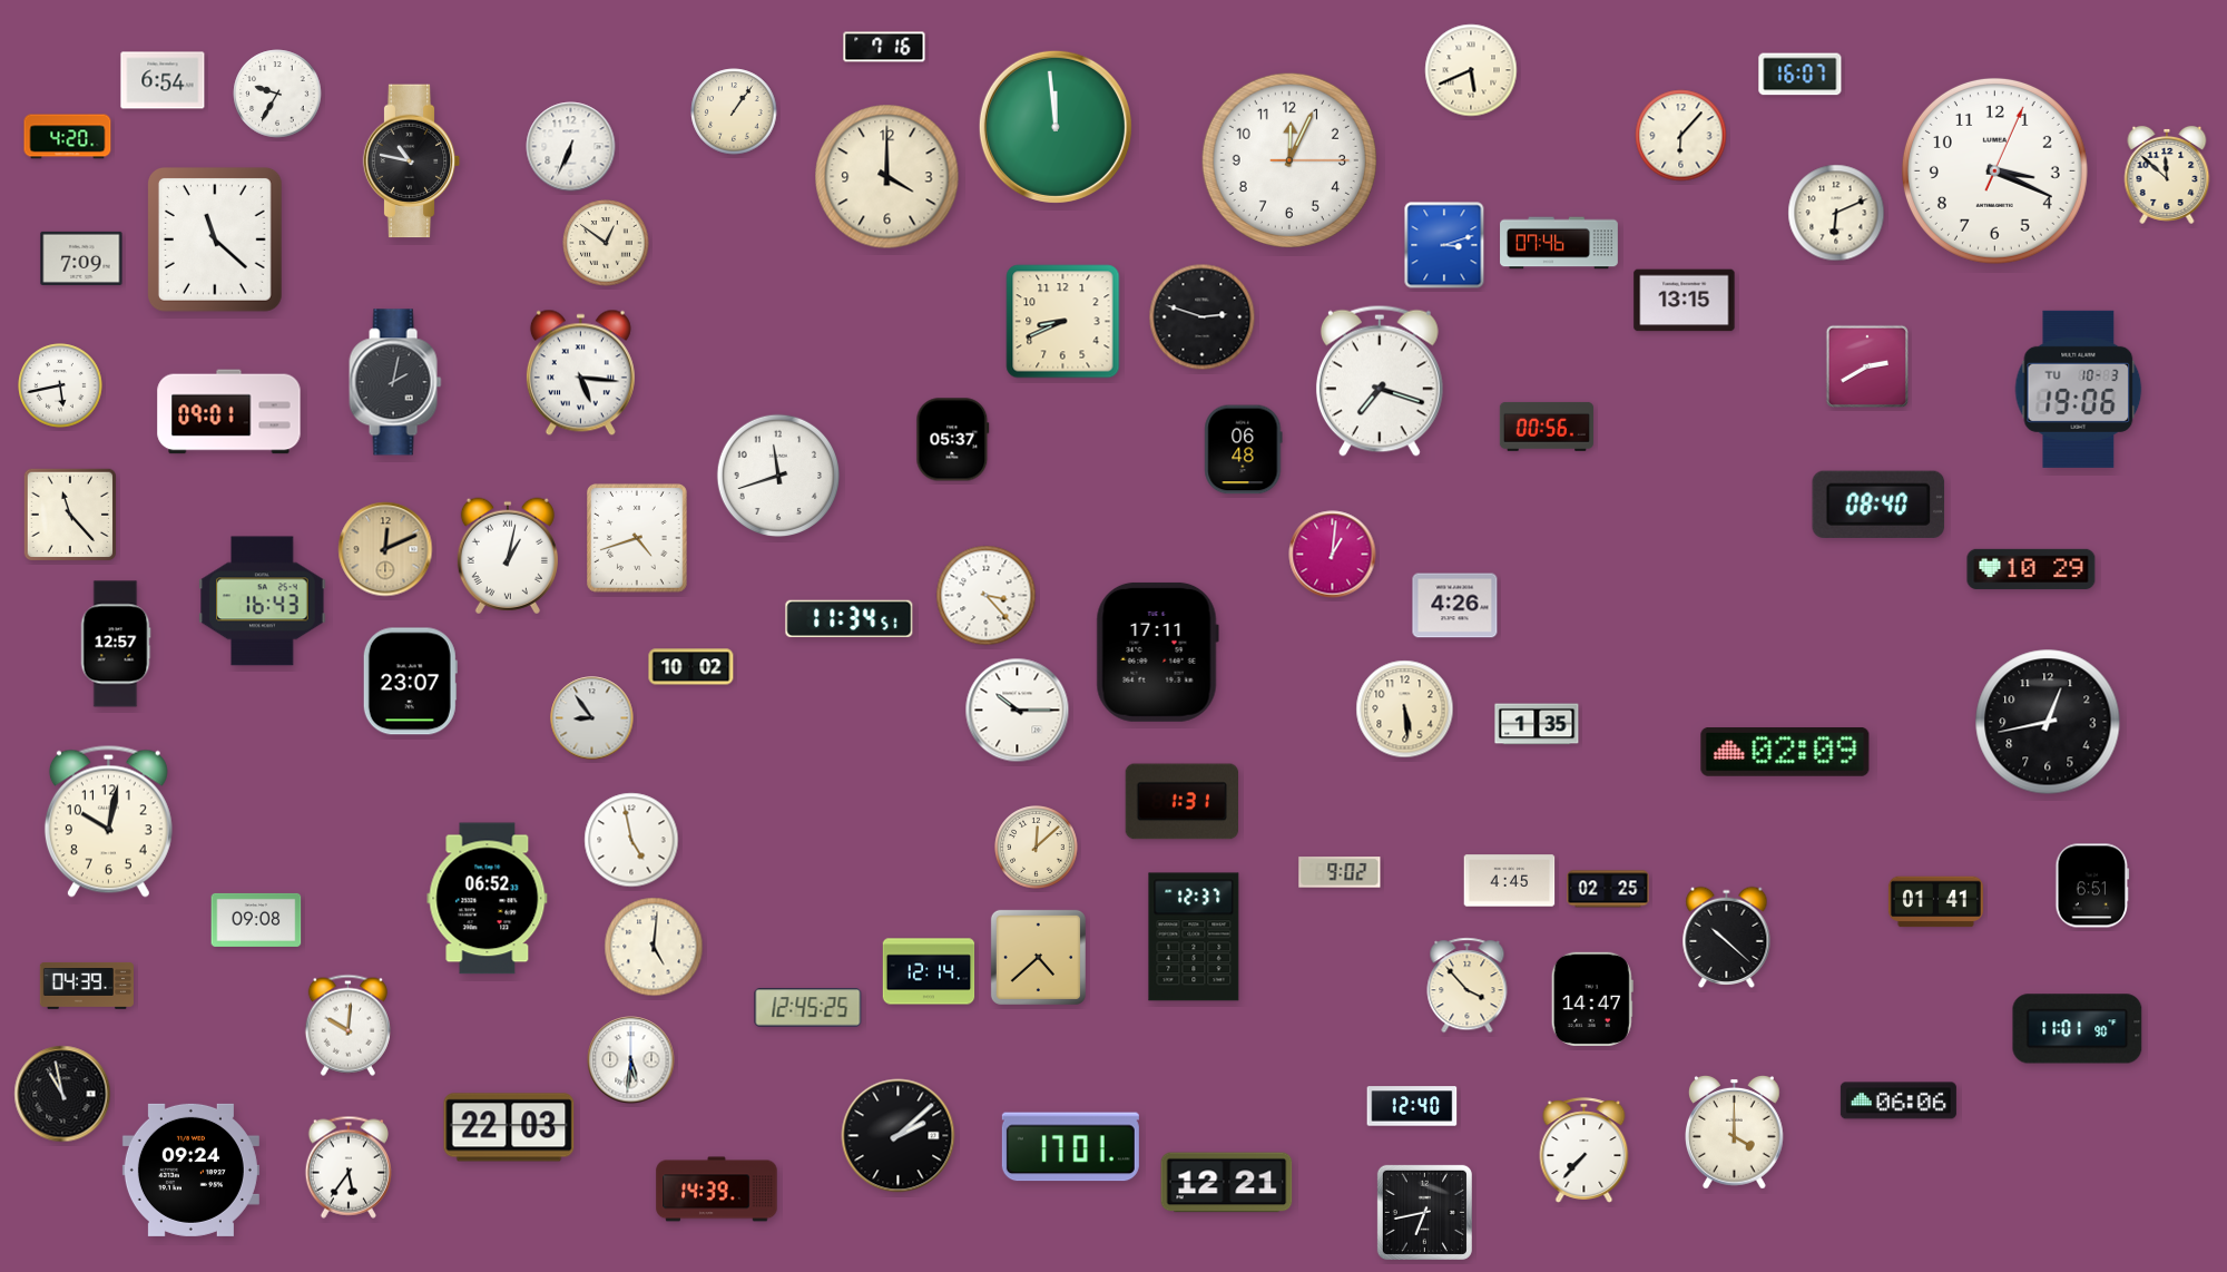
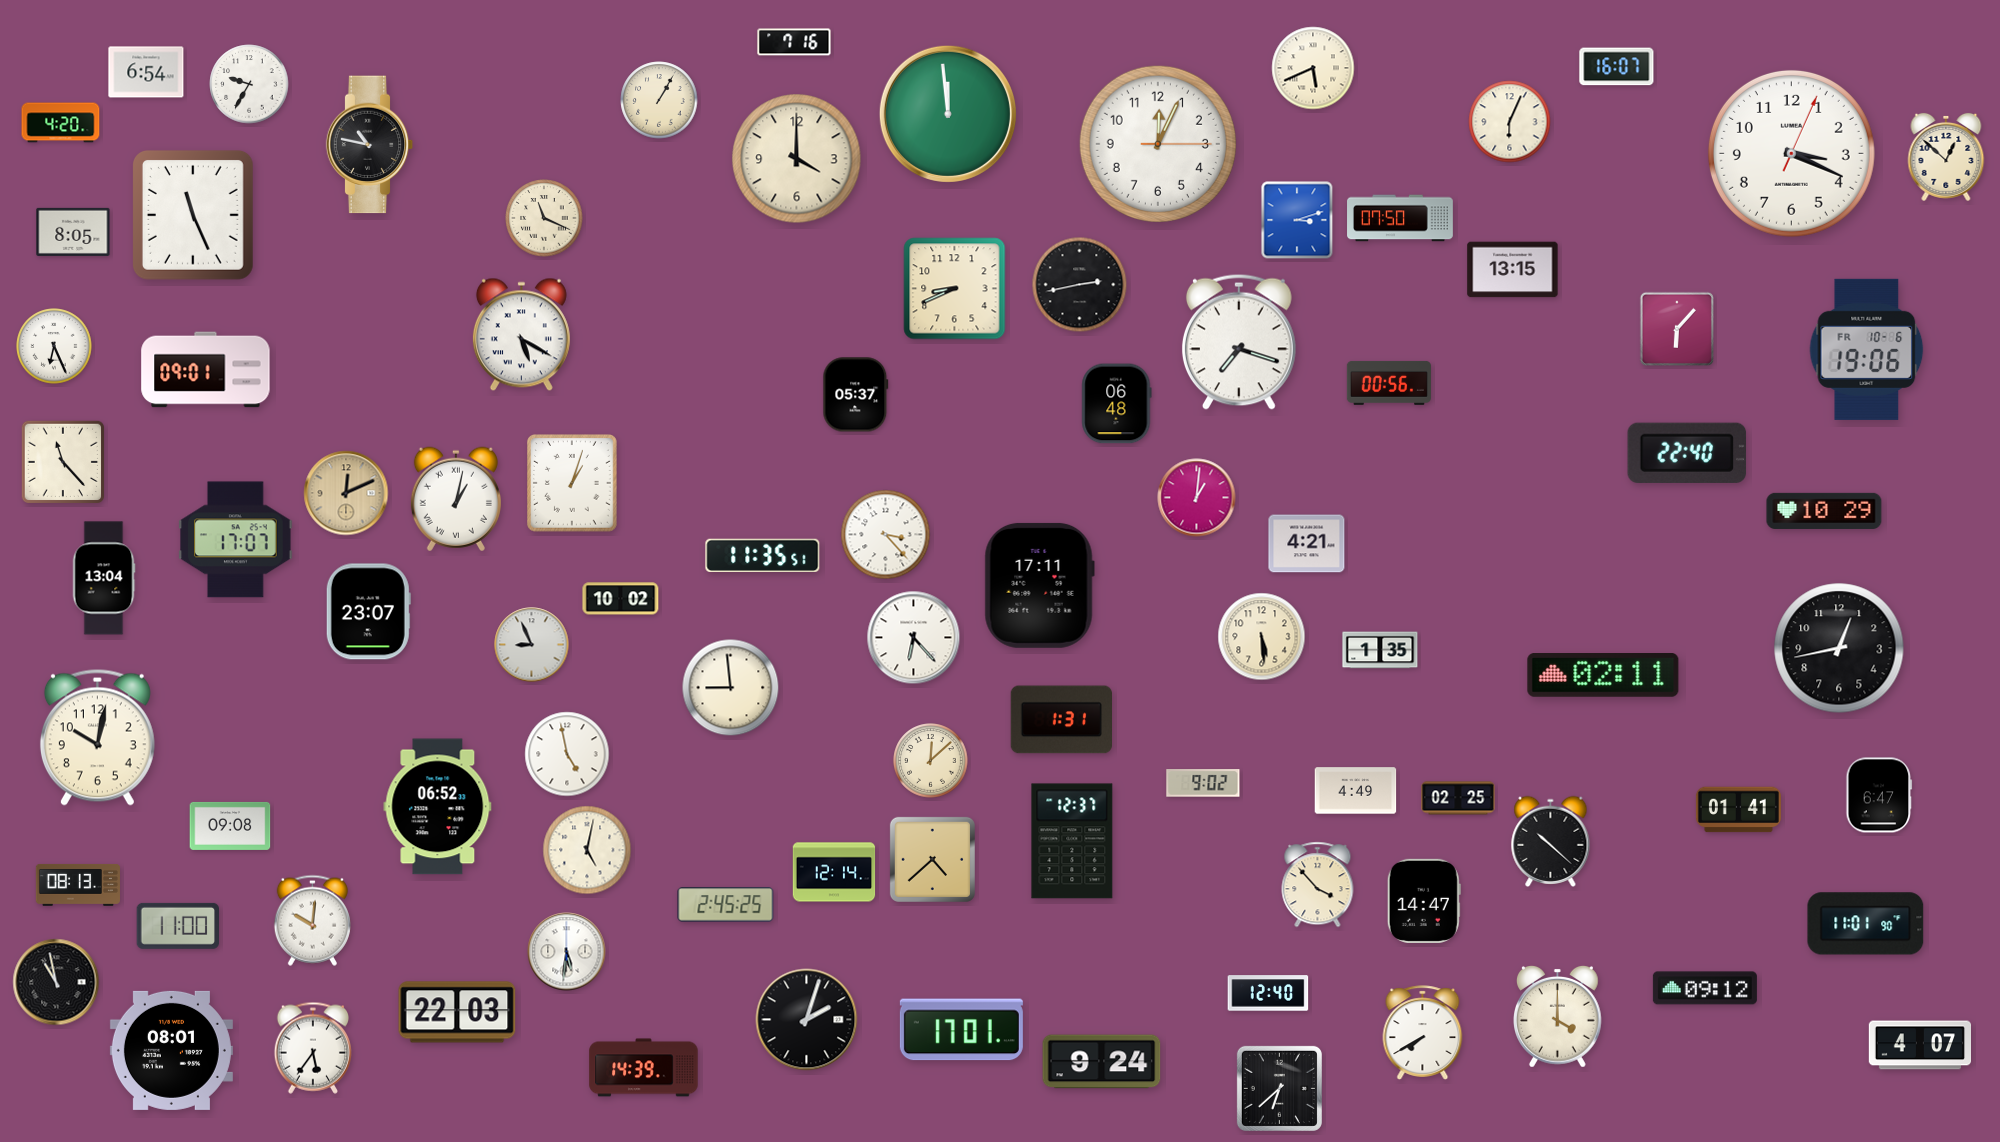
clock at (1471, 70) position: (1471, 70) -> (1313, 68)
clock at (734, 111): 1:06 -> 1:05
clock at (1681, 136): 6:07 -> 6:04
clock at (571, 147): 6:34 -> none
clock at (2167, 175): 11:52 -> 12:52
clock at (1836, 213): 6:11 -> none
clock at (215, 241): 11:22 -> 11:26
clock at (606, 243): 12:51 -> 11:19
clock at (1559, 243): 07:46 -> 07:50
clock at (81, 258): 7:09 -> 8:05
clock at (1203, 317): 2:48 -> 2:43
clock at (1866, 365): 2:40 -> 6:07
clock at (580, 373): 5:16 -> 5:20
clock at (395, 382): 2:02 -> none
clock at (60, 385): 5:43 -> 6:26
clock at (2079, 389) date: TU 10-3 -> FR 10-6
clock at (777, 474): 11:42 -> none
clock at (1878, 505): 08:40 -> 22:40
clock at (638, 539): 4:42 -> 1:03
clock at (263, 601): 16:43 -> 17:07
clock at (1455, 606): 4:26 -> 4:21
clock at (850, 619): 11:34 -> 11:35
clock at (116, 644): 12:57 -> 13:04
clock at (1018, 711): 10:15 -> 6:23
clock at (592, 718): 8:54 -> 8:56
clock at (1785, 753): 02:09 -> 02:11
clock at (731, 688): none -> 8:59
clock at (1510, 881): 4:45 -> 4:49
clock at (2092, 885): 6:51 -> 6:47
clock at (1608, 889) position: (1608, 889) -> (1458, 798)
clock at (654, 947): 5:01 -> 5:02
clock at (87, 986): 04:39 -> 08:13
clock at (1592, 999) position: (1592, 999) -> (1424, 901)
clock at (808, 1008): 12:45 -> 2:45
clock at (177, 926): none -> 11:00
clock at (1899, 1100): 06:06 -> 09:12
clock at (899, 1136): 2:08 -> 2:03
clock at (1585, 1151): 7:37 -> 7:40
clock at (1919, 1045): none -> 4:07
clock at (190, 1170): 09:24 -> 08:01
clock at (1227, 1183): 12:21 -> 9:24
clock at (1424, 1212): 6:43 -> 6:38
